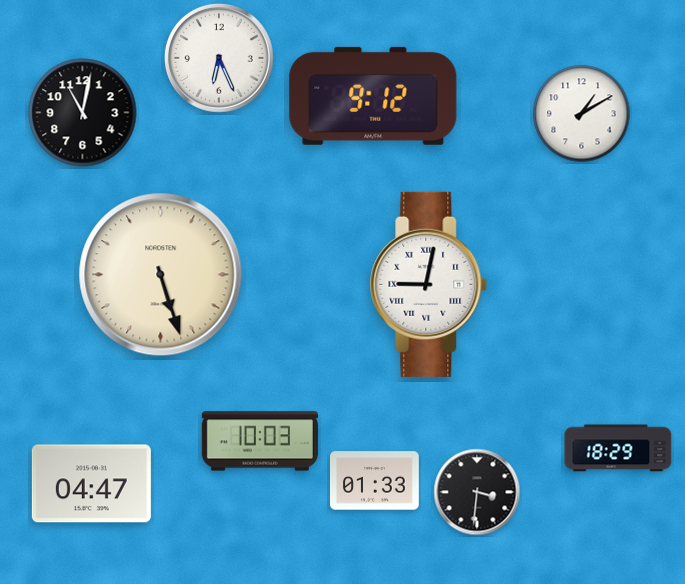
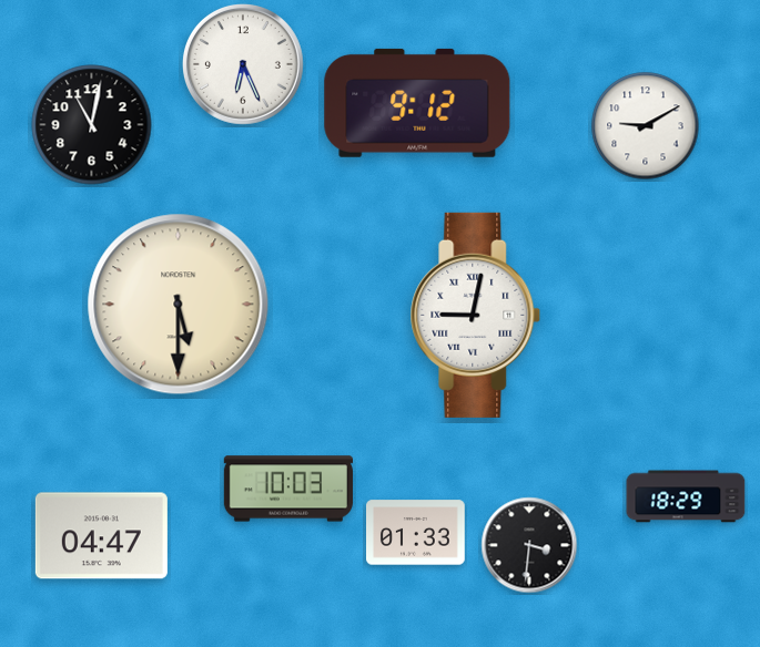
clock at (373, 96) position: (373, 96) -> (417, 103)
clock at (582, 114): 1:10 -> 9:10
clock at (161, 275): 5:27 -> 5:30
